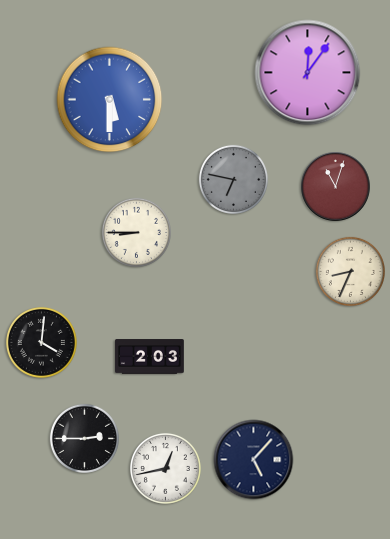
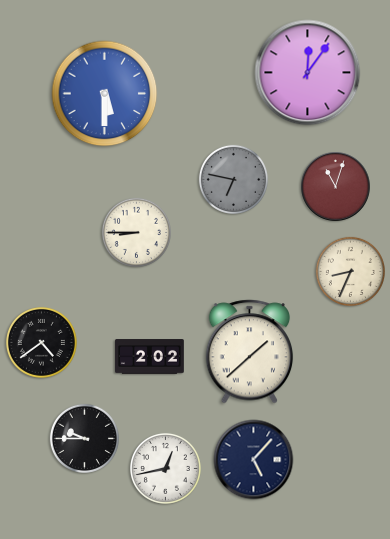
clock at (110, 100) position: (110, 100) -> (105, 94)
clock at (41, 342): 4:01 -> 4:39
clock at (250, 352): none -> 1:38
clock at (150, 357): 2:03 -> 2:02
clock at (84, 438): 2:45 -> 9:45
